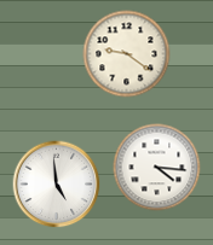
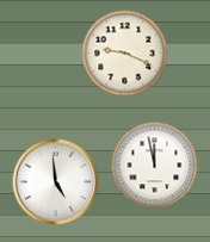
clock at (127, 54): 9:21 -> 9:19
clock at (157, 168): 4:16 -> 11:58
